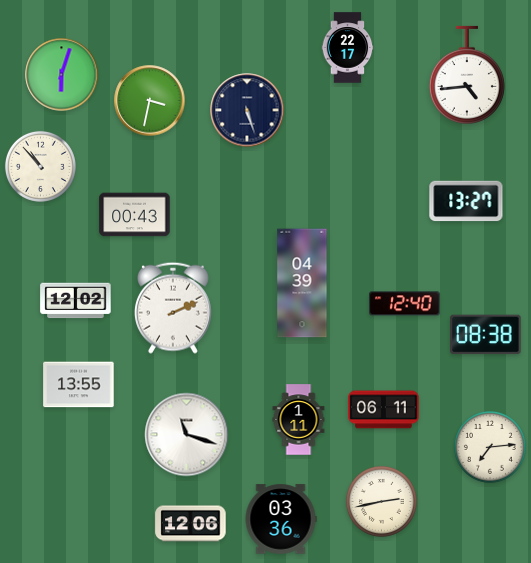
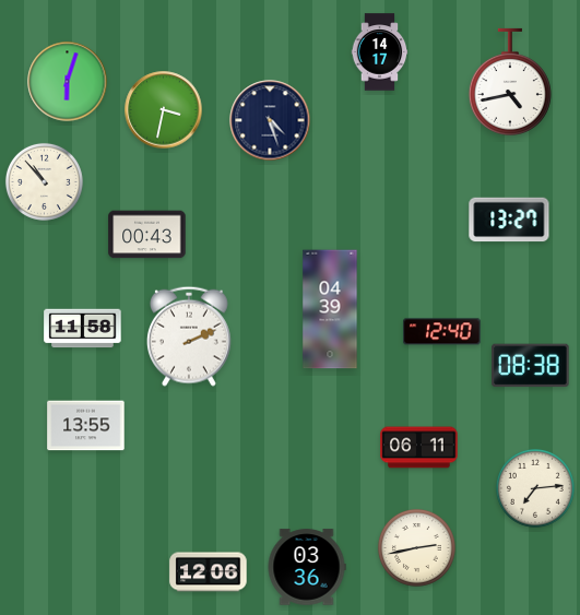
clock at (348, 48): 22:17 -> 14:17
clock at (467, 75): 4:44 -> 4:43
clock at (247, 110): 5:27 -> 4:27
clock at (76, 301): 12:02 -> 11:58
clock at (79, 385) position: (79, 385) -> (86, 426)
clock at (299, 420): 1:11 -> none
clock at (187, 435): 11:18 -> none
